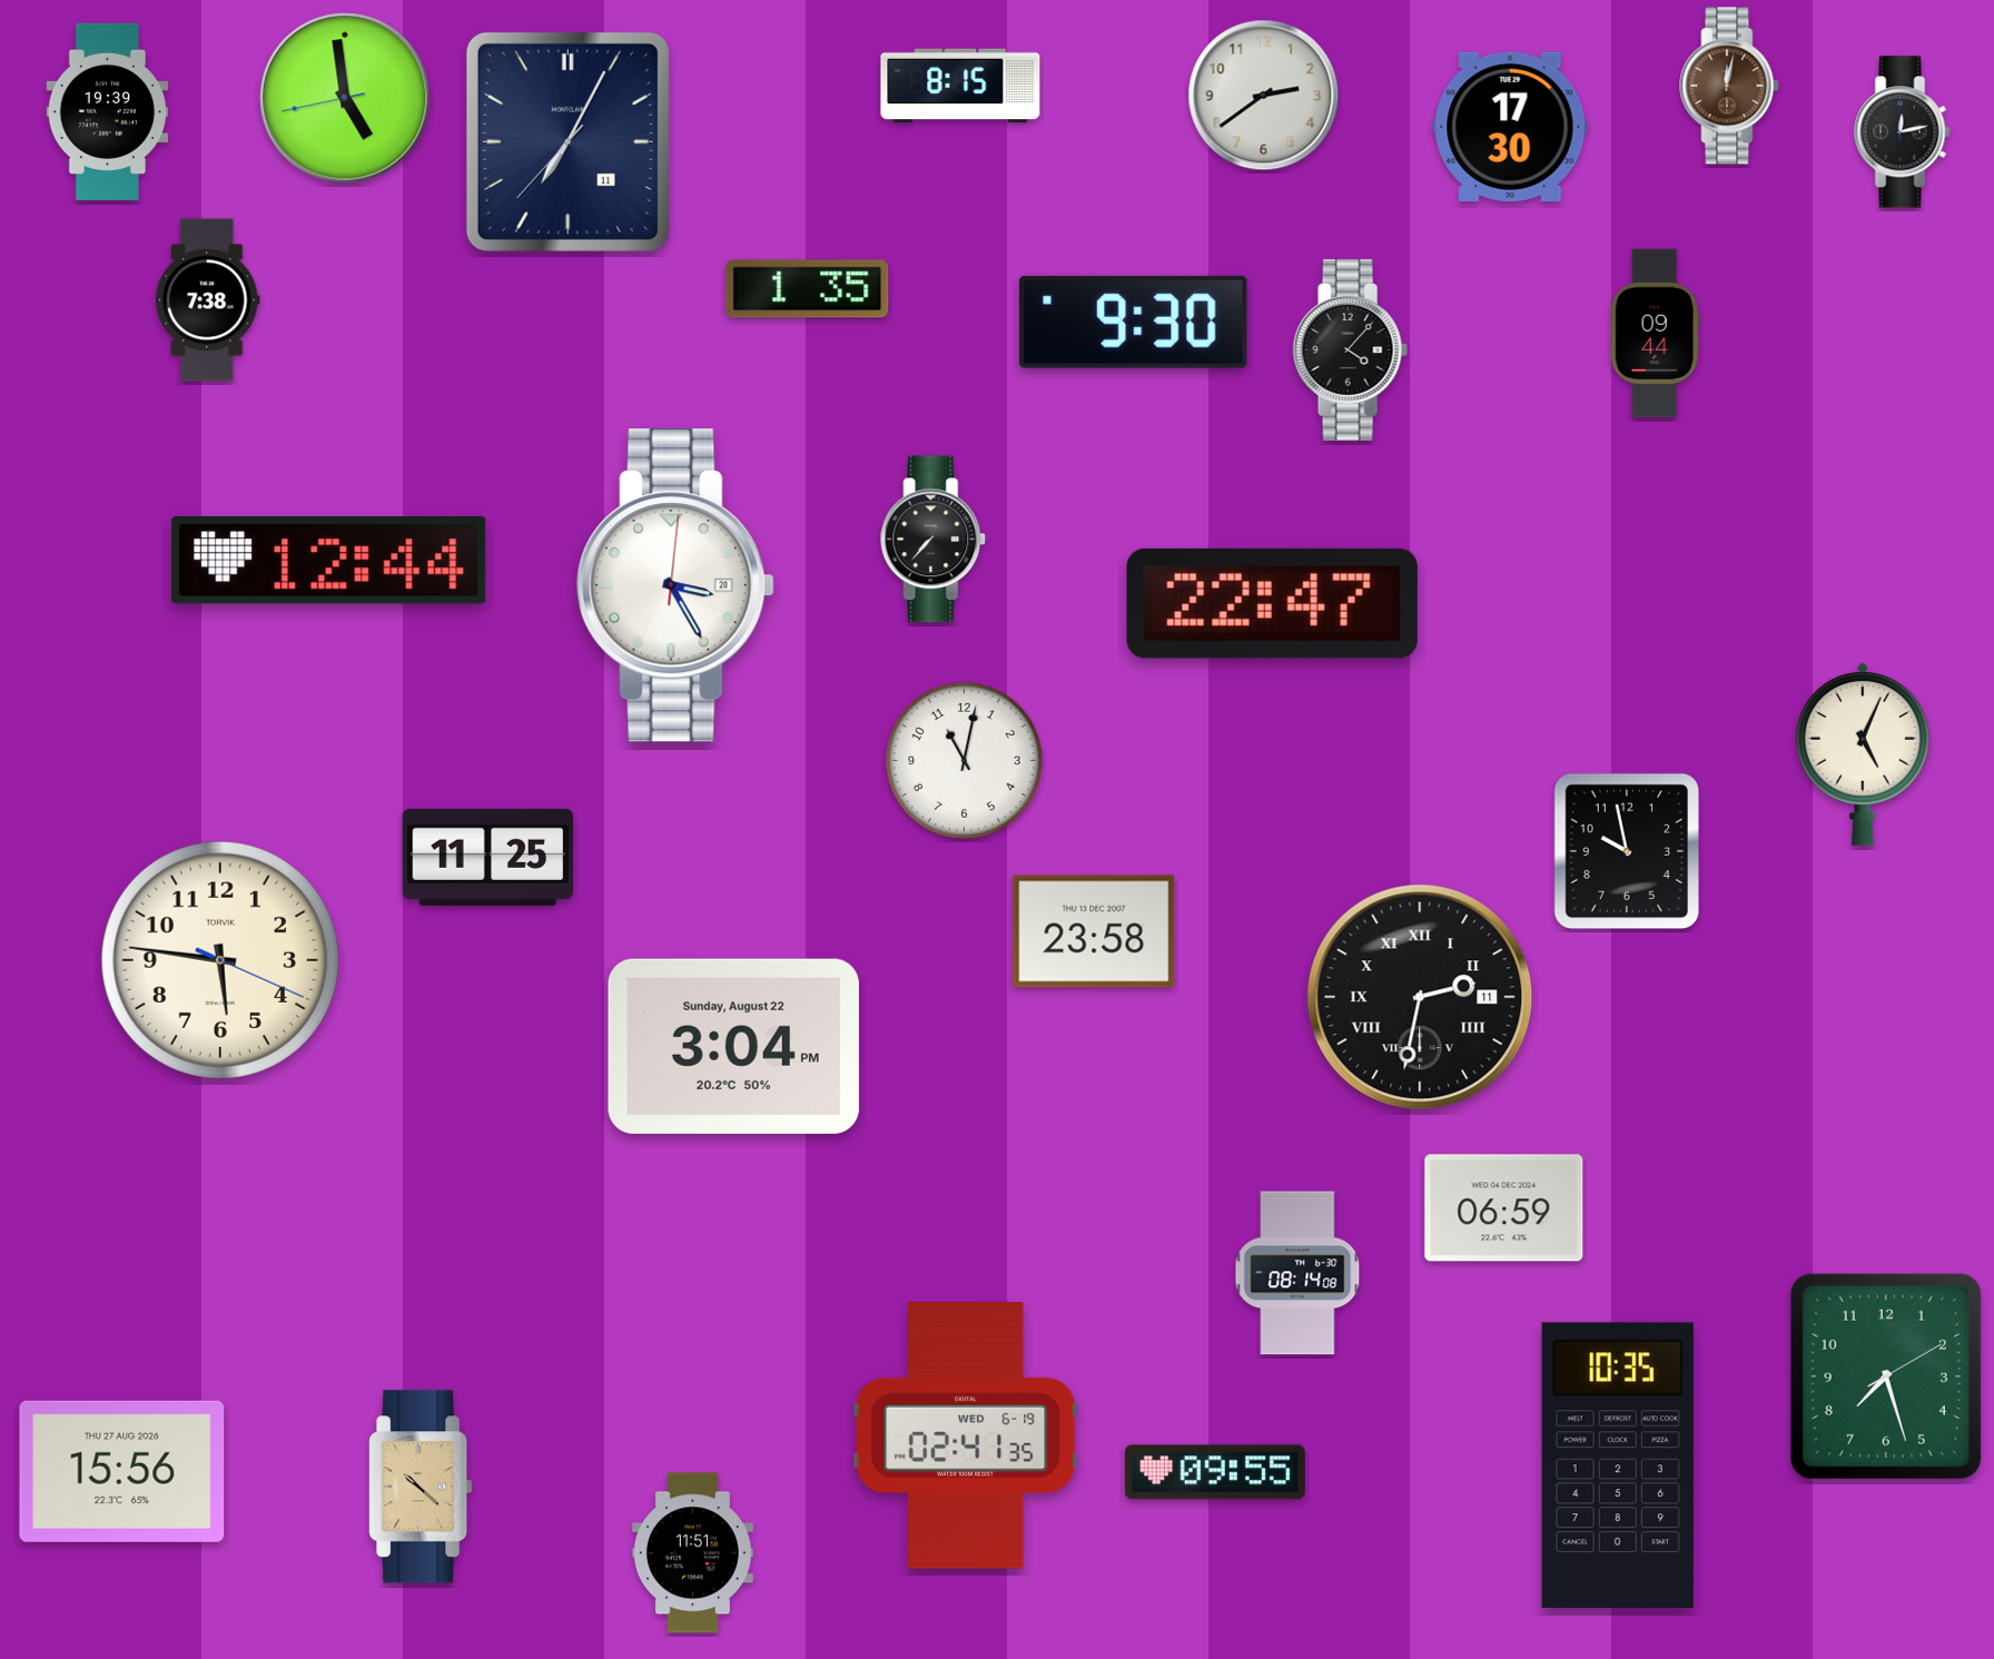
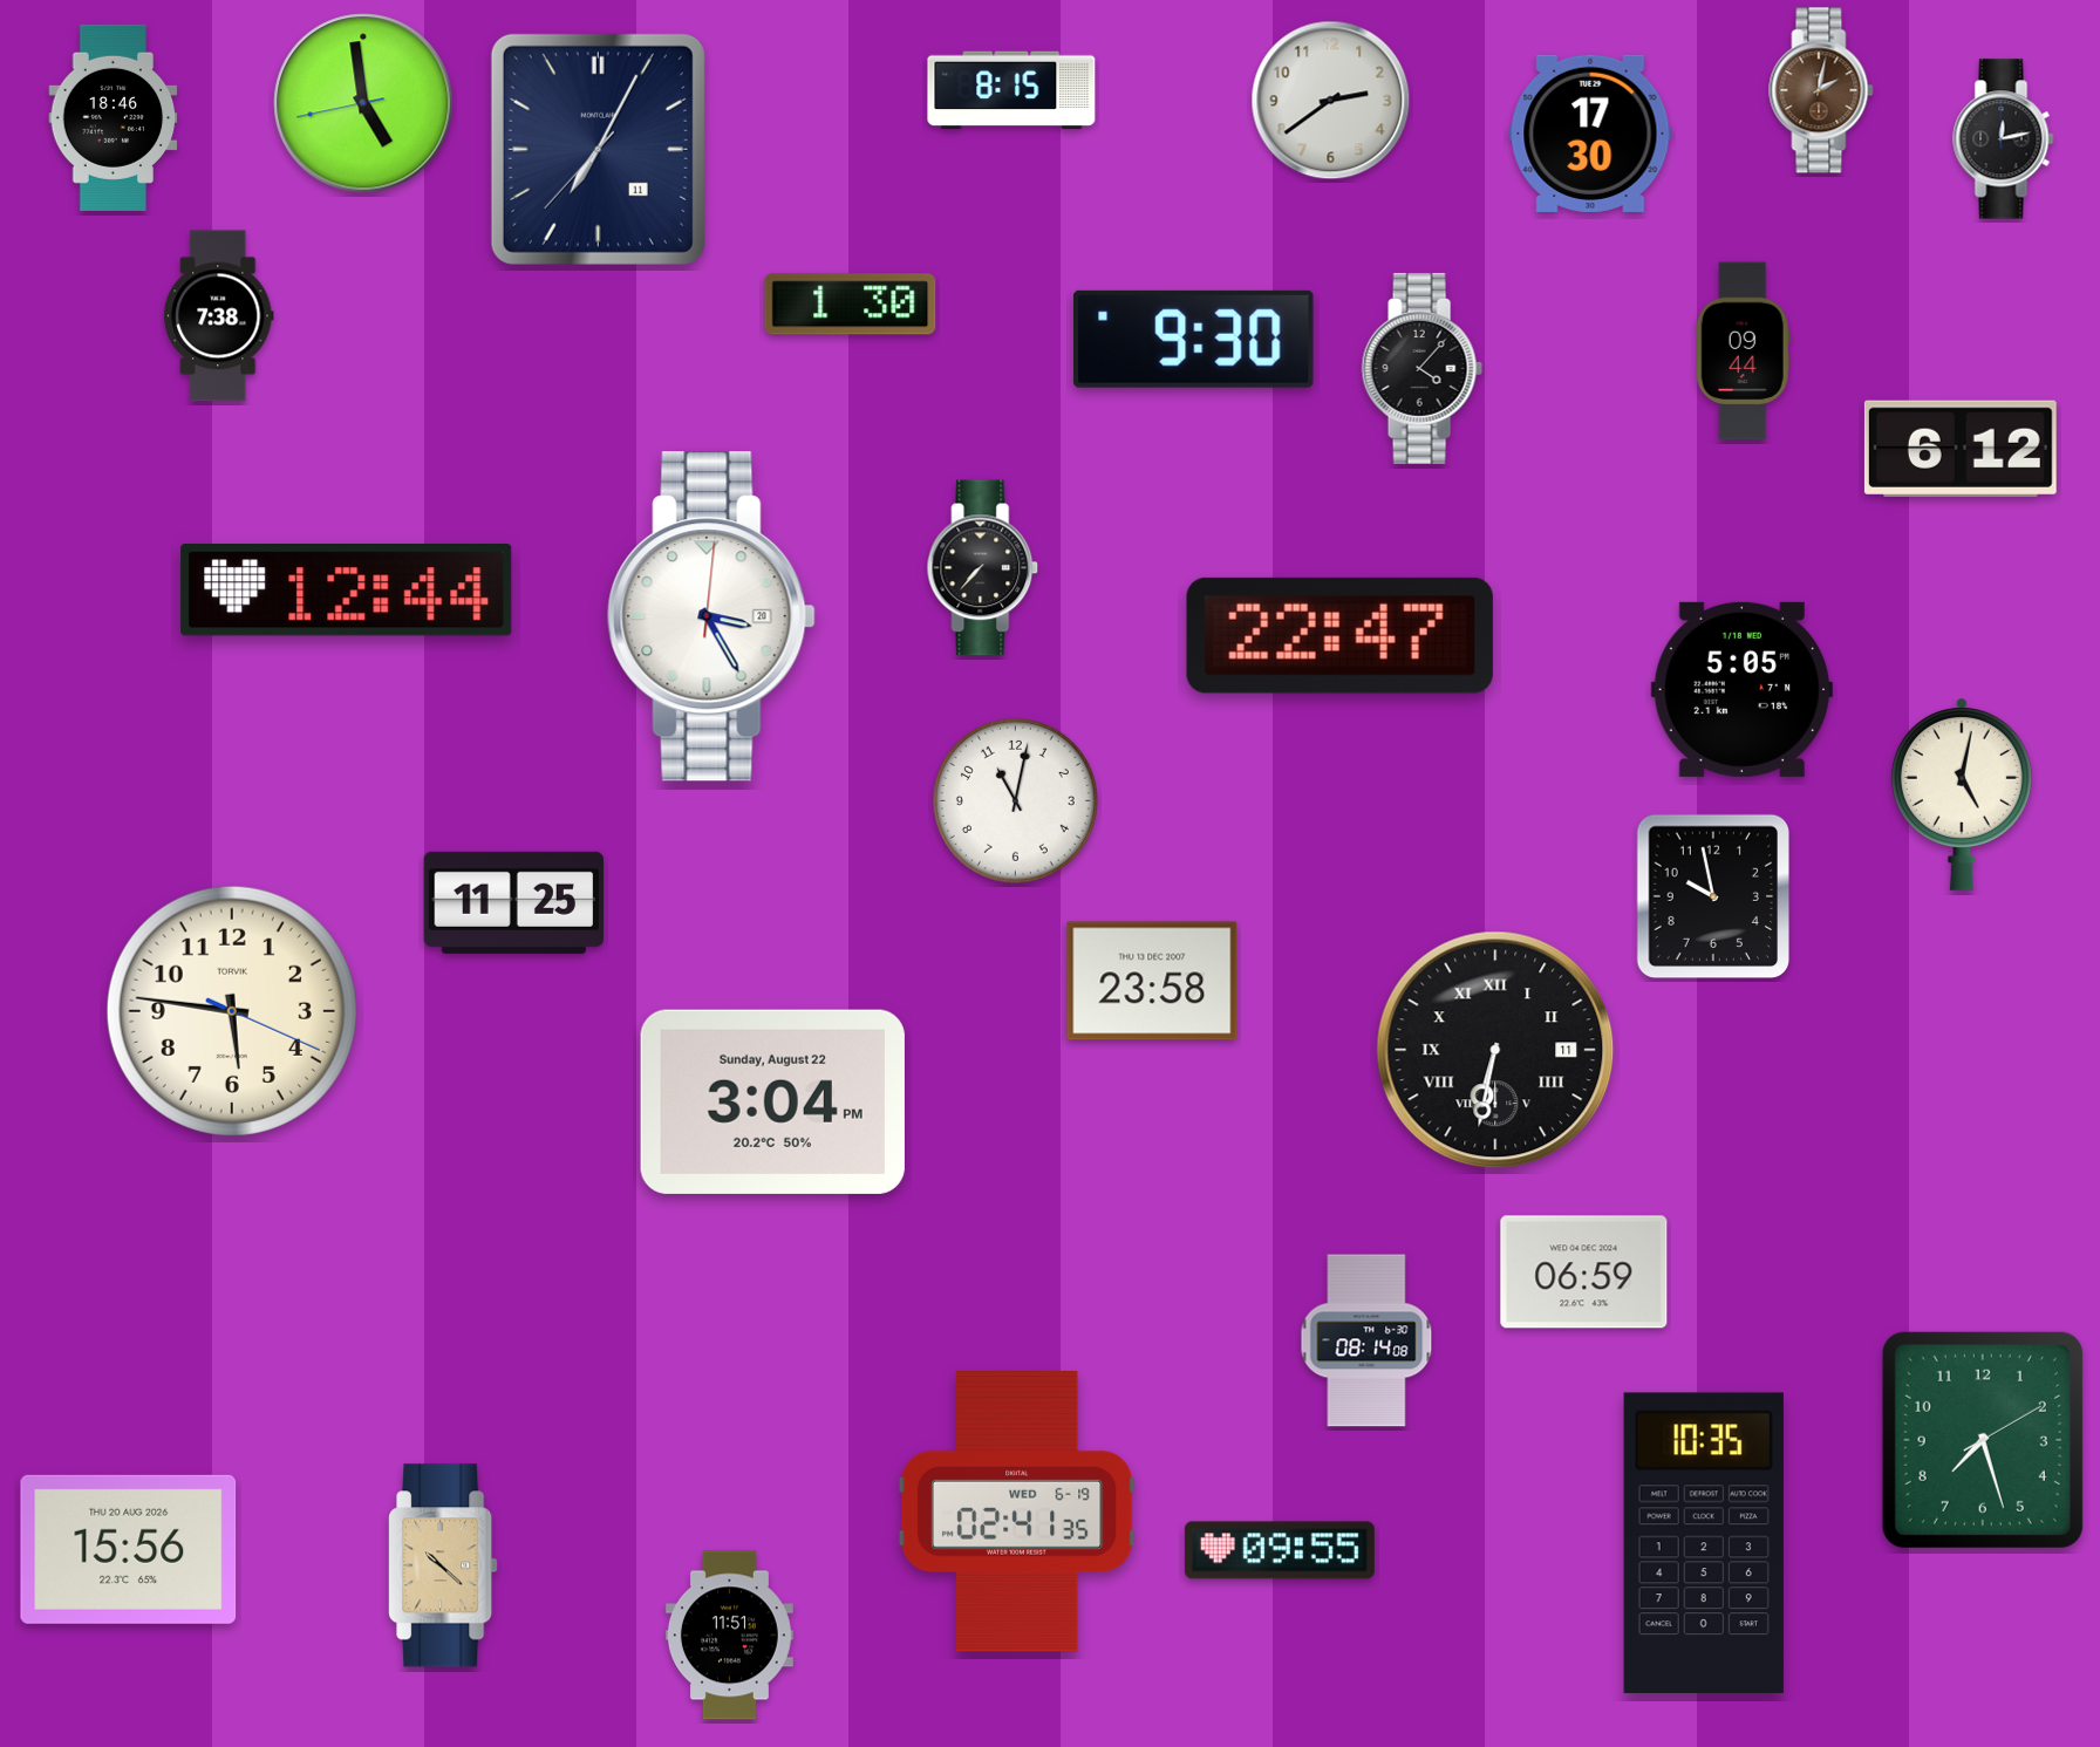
clock at (1729, 86): 12:02 -> 2:02
clock at (108, 111): 19:39 -> 18:46
clock at (808, 289): 1:35 -> 1:30
clock at (1961, 449): none -> 6:12
clock at (1741, 689): none -> 5:05
clock at (1863, 754): 5:04 -> 5:02
clock at (1420, 997): 2:32 -> 6:32
clock at (1886, 1376) position: (1886, 1376) -> (1983, 1440)
clock at (122, 1471) date: THU 27 AUG 2026 -> THU 20 AUG 2026
